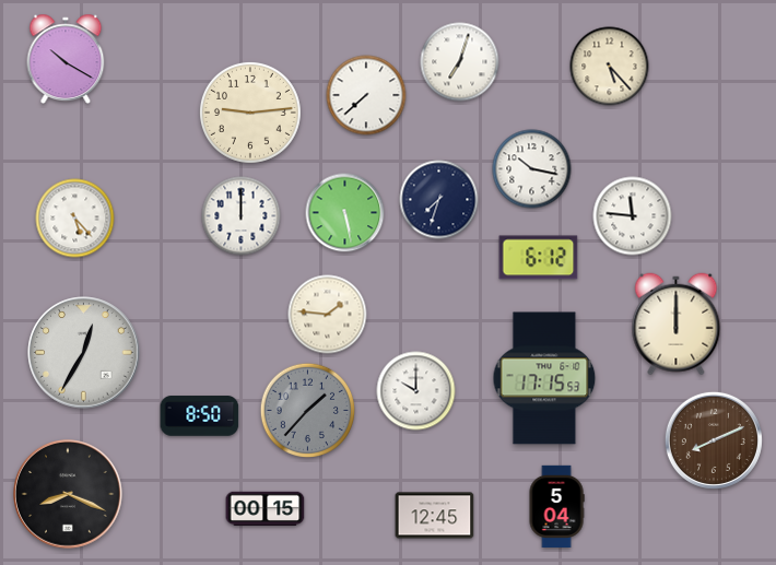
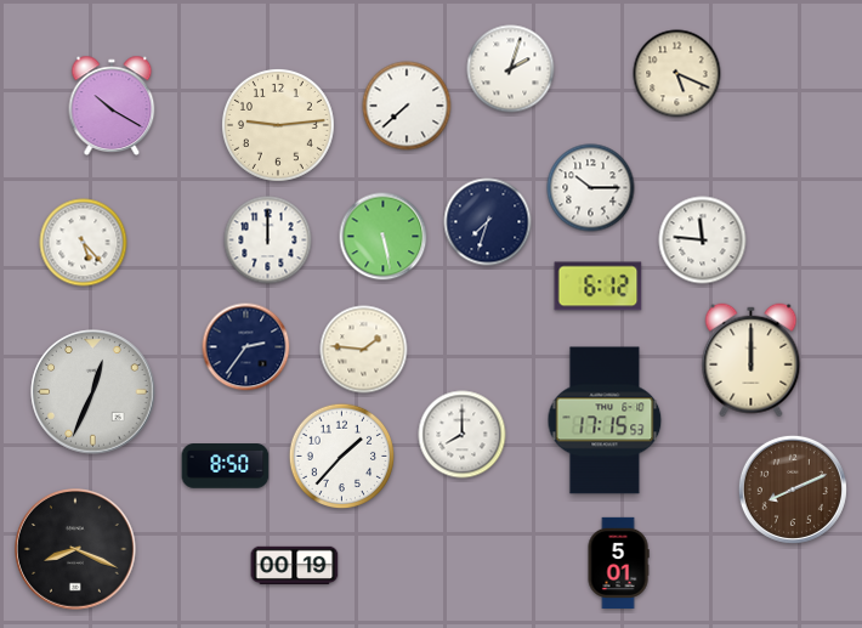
clock at (66, 58) position: (66, 58) -> (112, 104)
clock at (460, 62): 7:03 -> 2:03
clock at (610, 67): 5:23 -> 5:19
clock at (532, 169): 10:17 -> 10:15
clock at (246, 347): none -> 2:36
clock at (84, 353): 12:35 -> 12:34
clock at (416, 391): 10:00 -> 8:00
clock at (308, 411) dial: grey -> white
clock at (200, 416) position: (200, 416) -> (226, 466)
clock at (556, 506): 5:04 -> 5:01
clock at (266, 508): 00:15 -> 00:19
clock at (435, 516): 12:45 -> none
